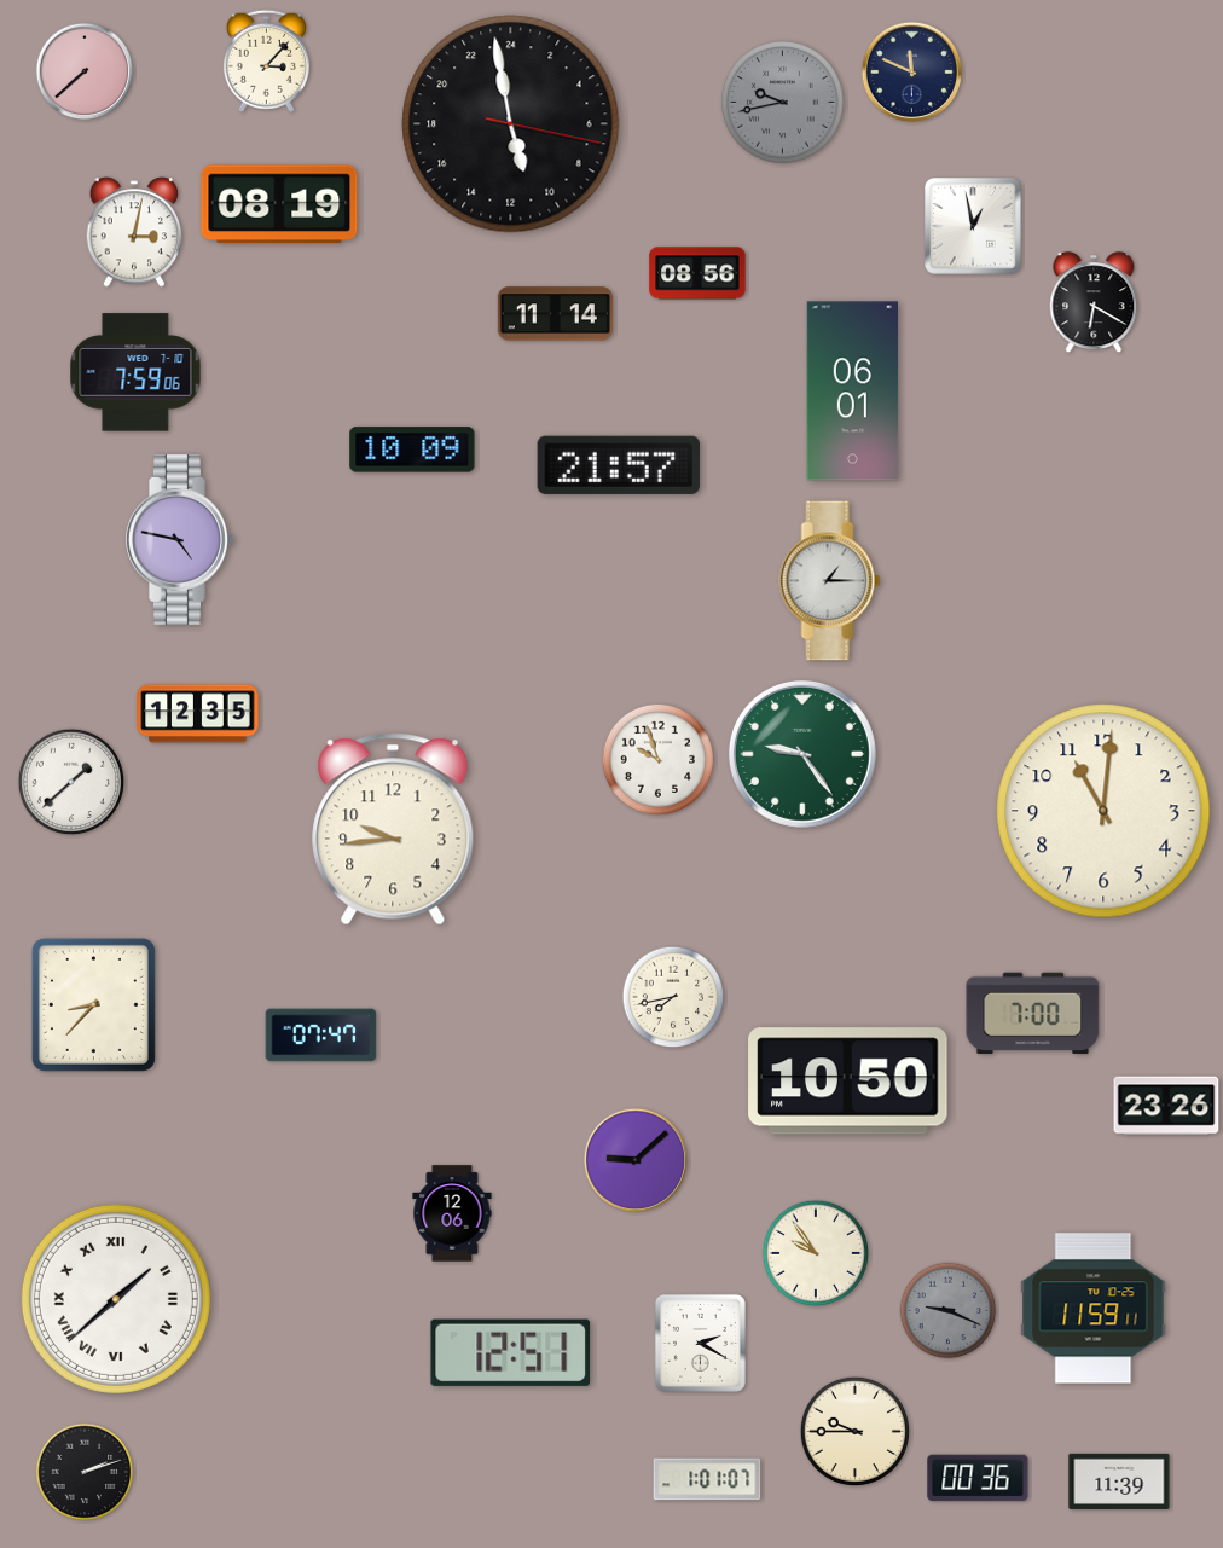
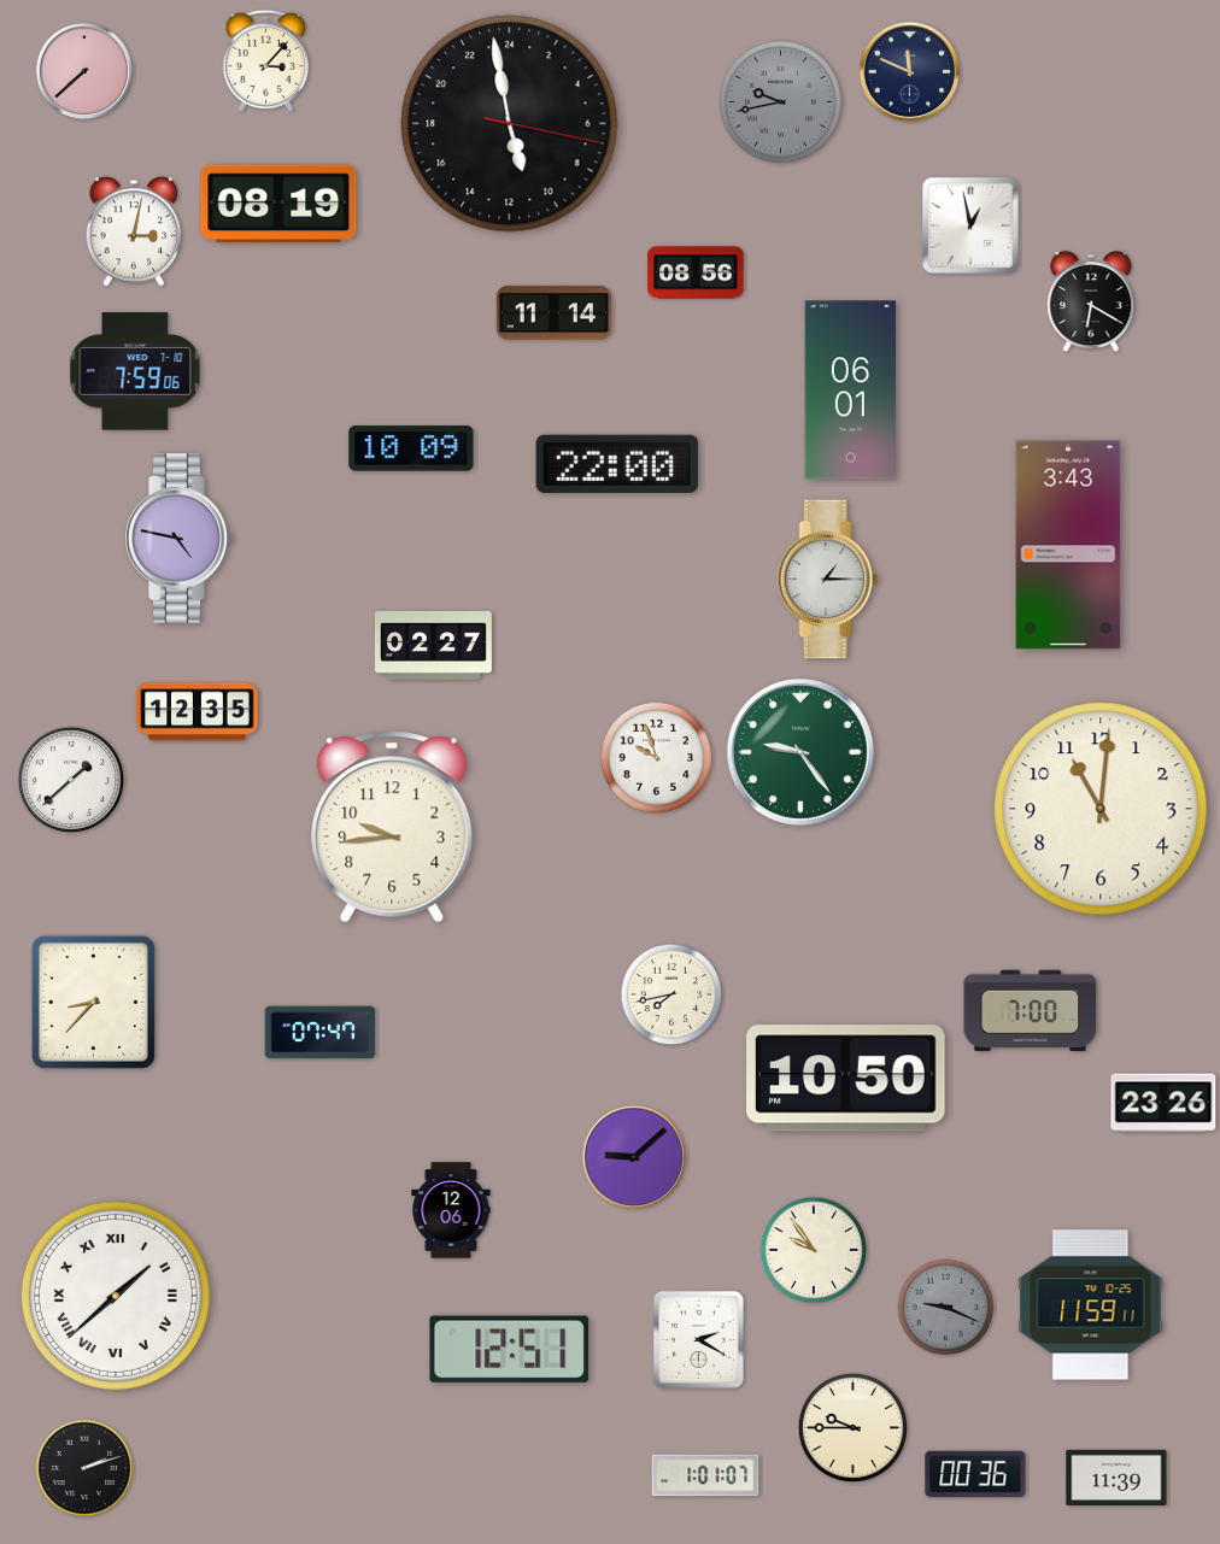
clock at (619, 465): 21:57 -> 22:00
clock at (1068, 545): none -> 3:43
clock at (433, 646): none -> 02:27
